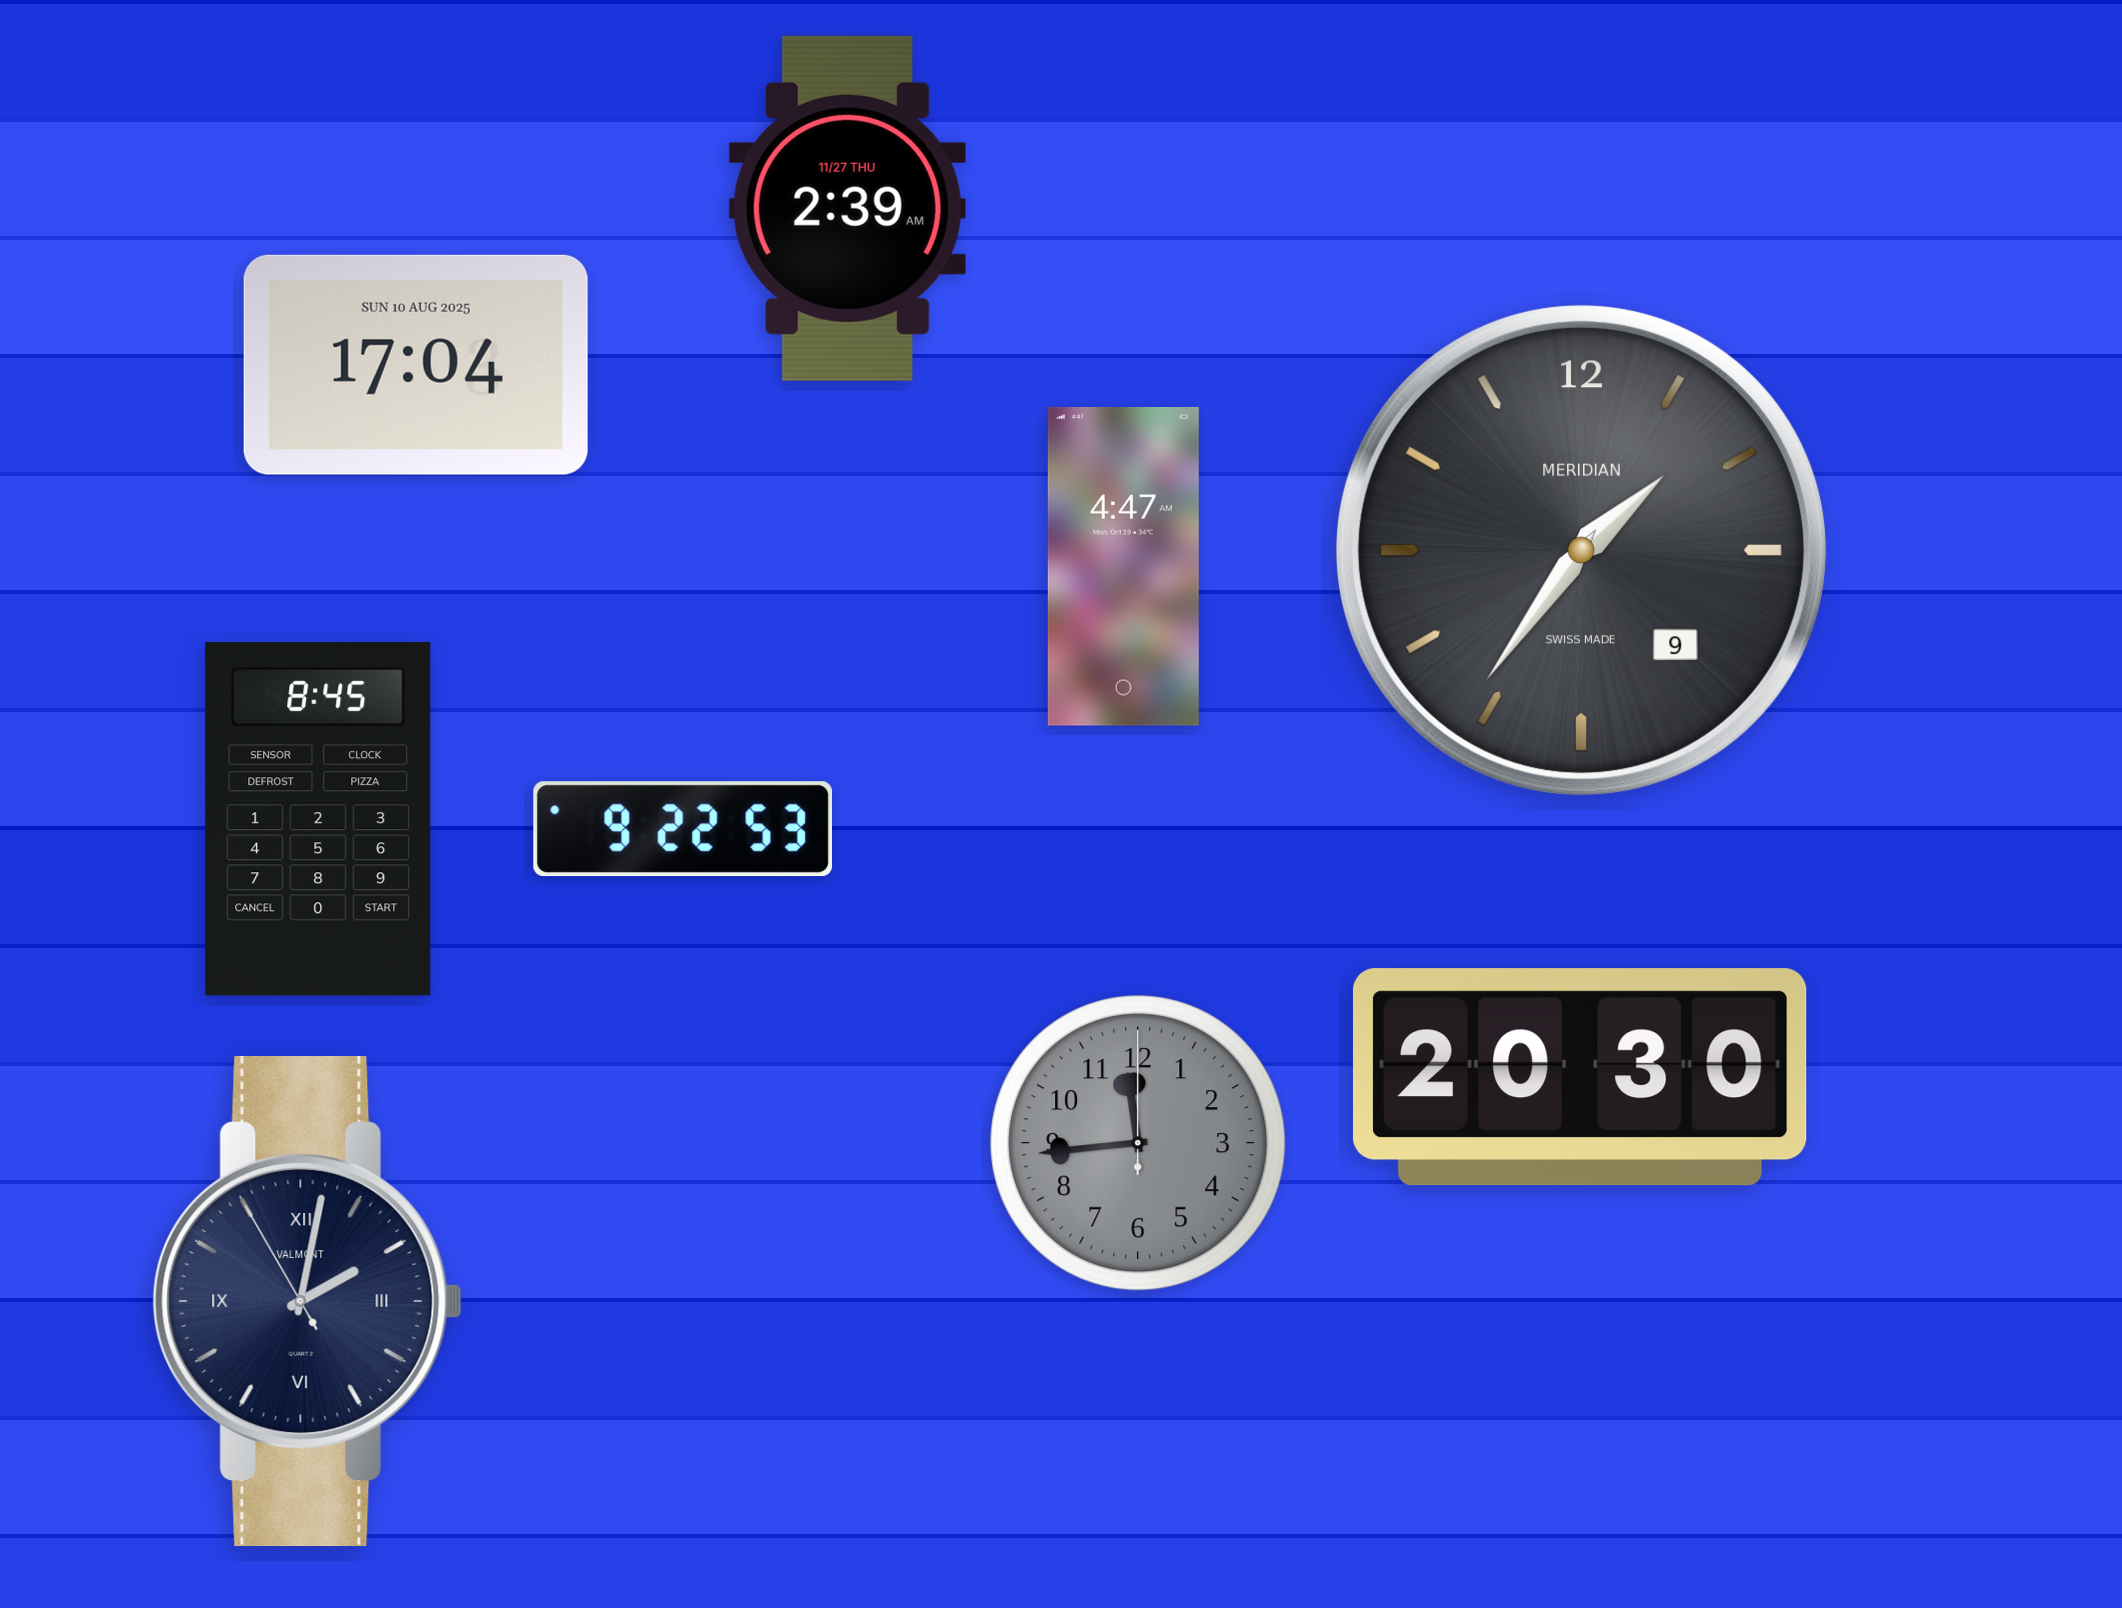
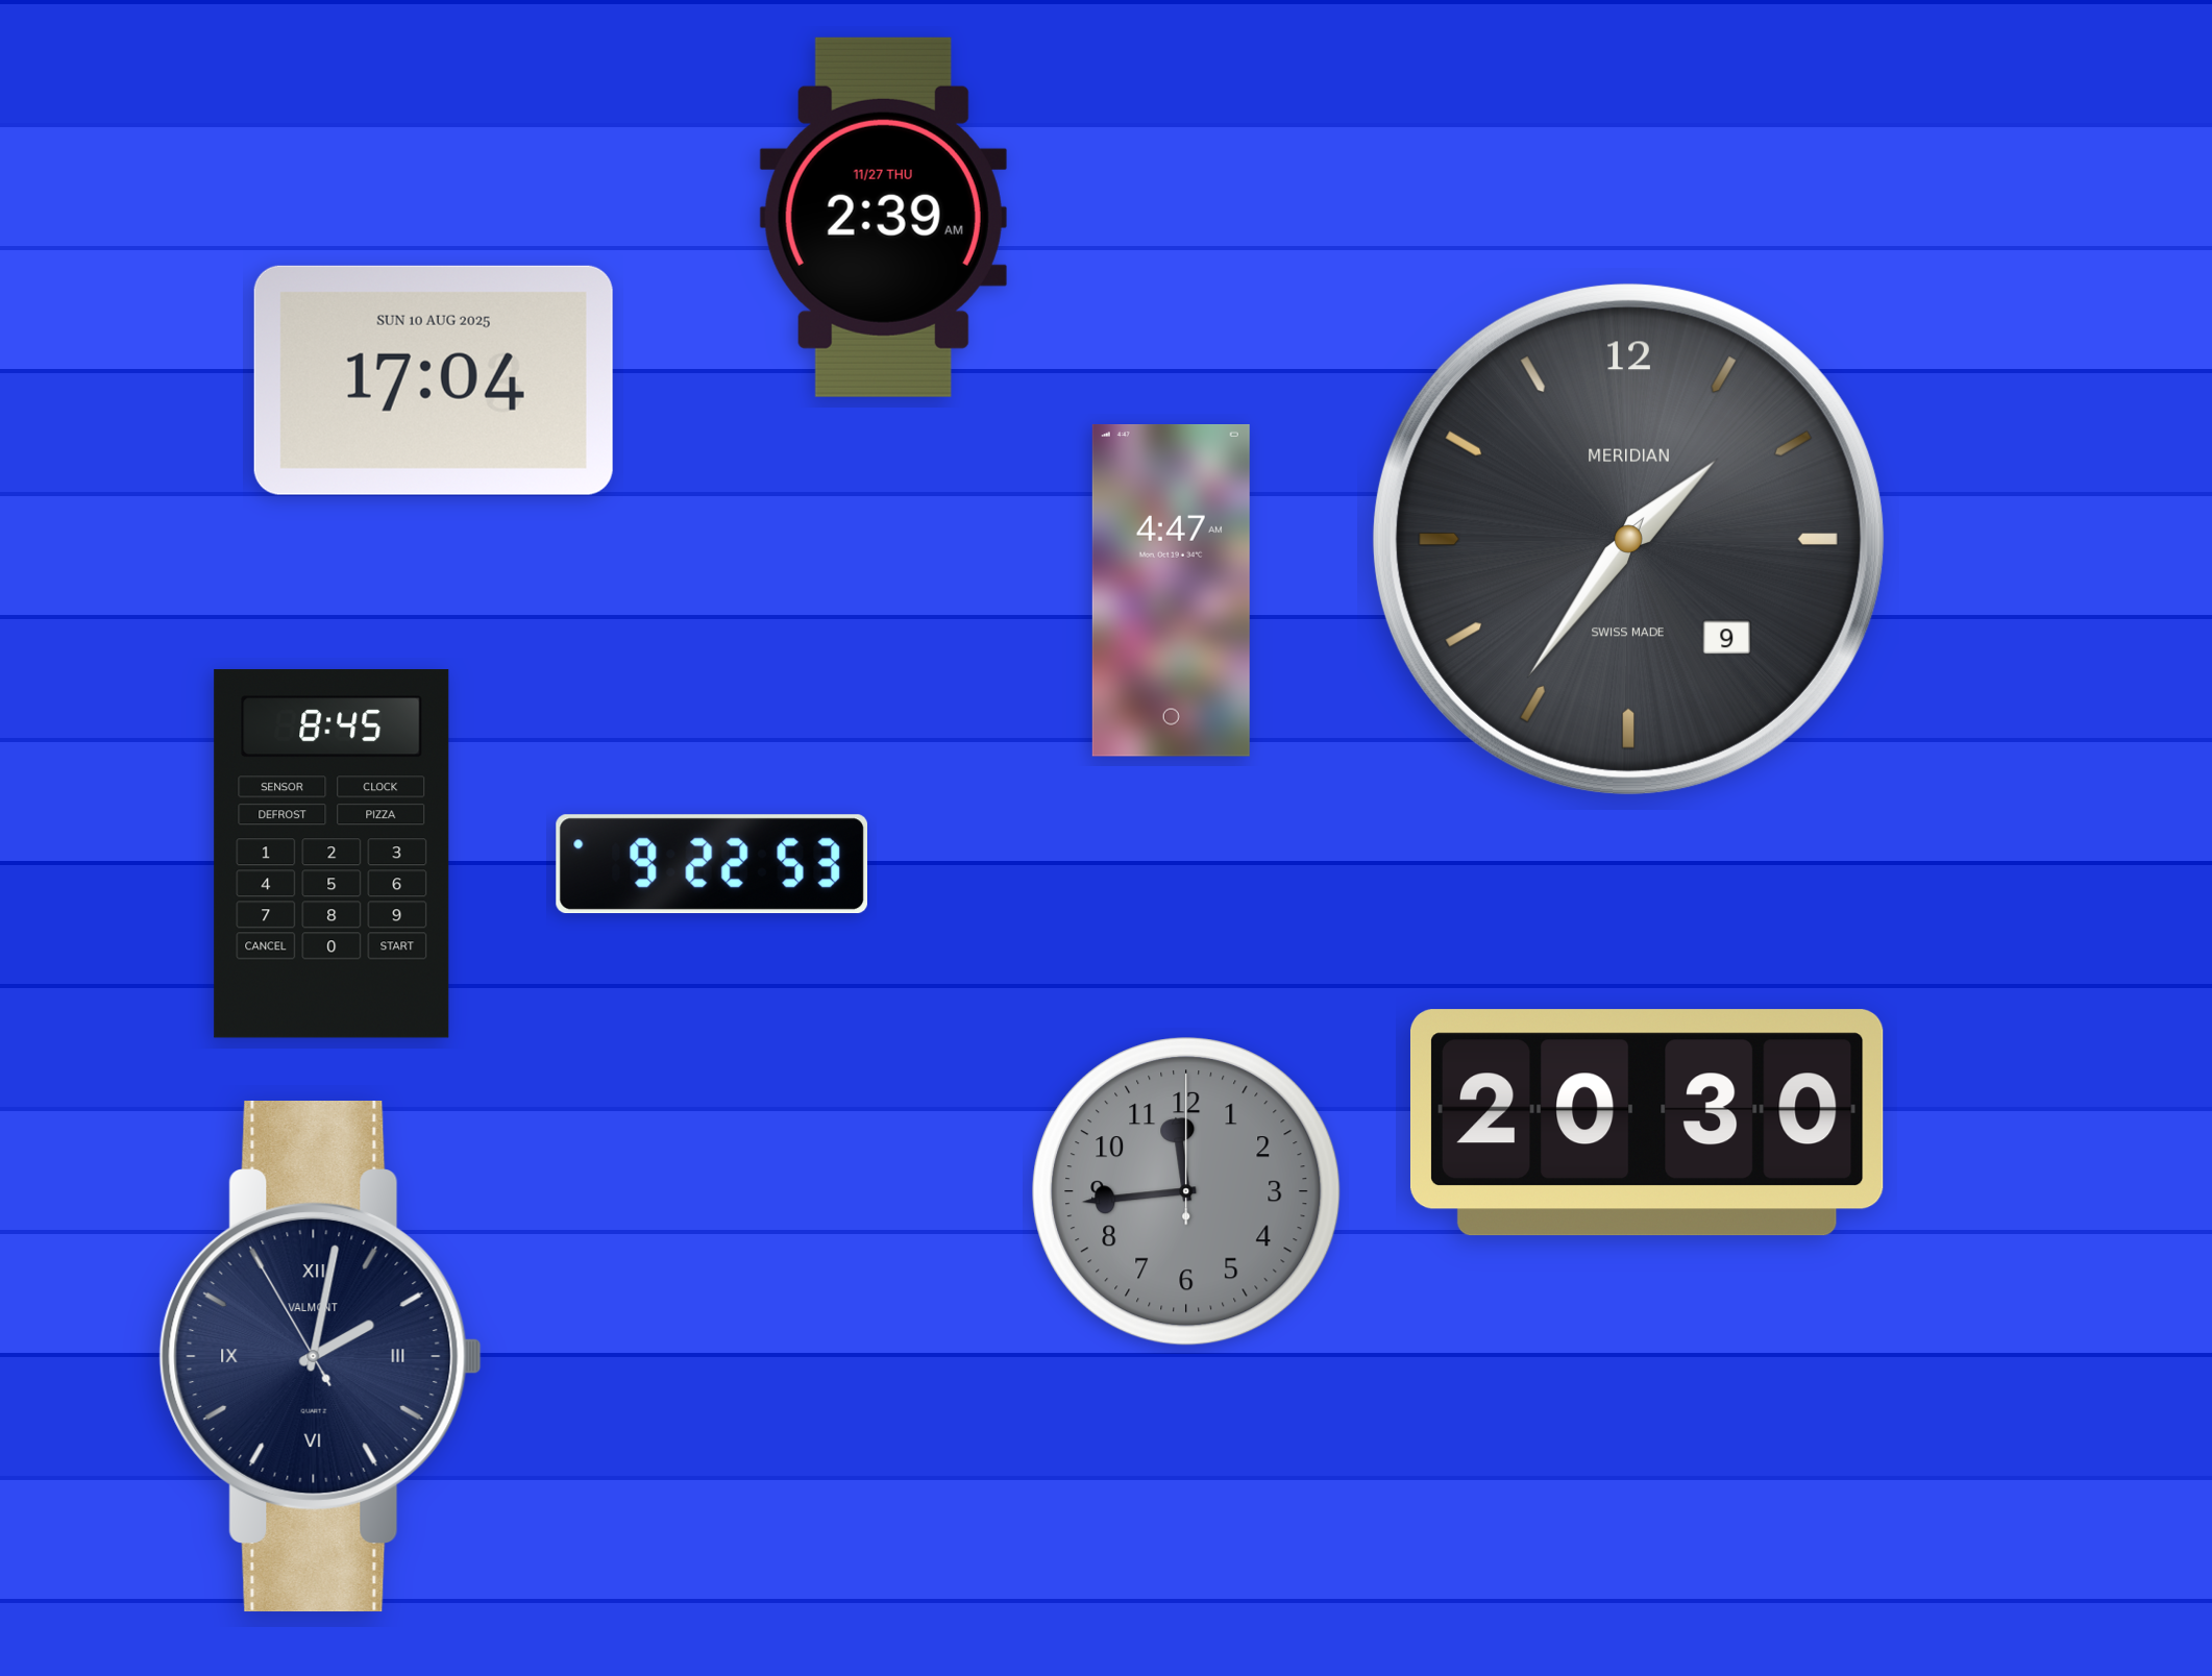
clock at (1581, 550) position: (1581, 550) -> (1628, 539)
